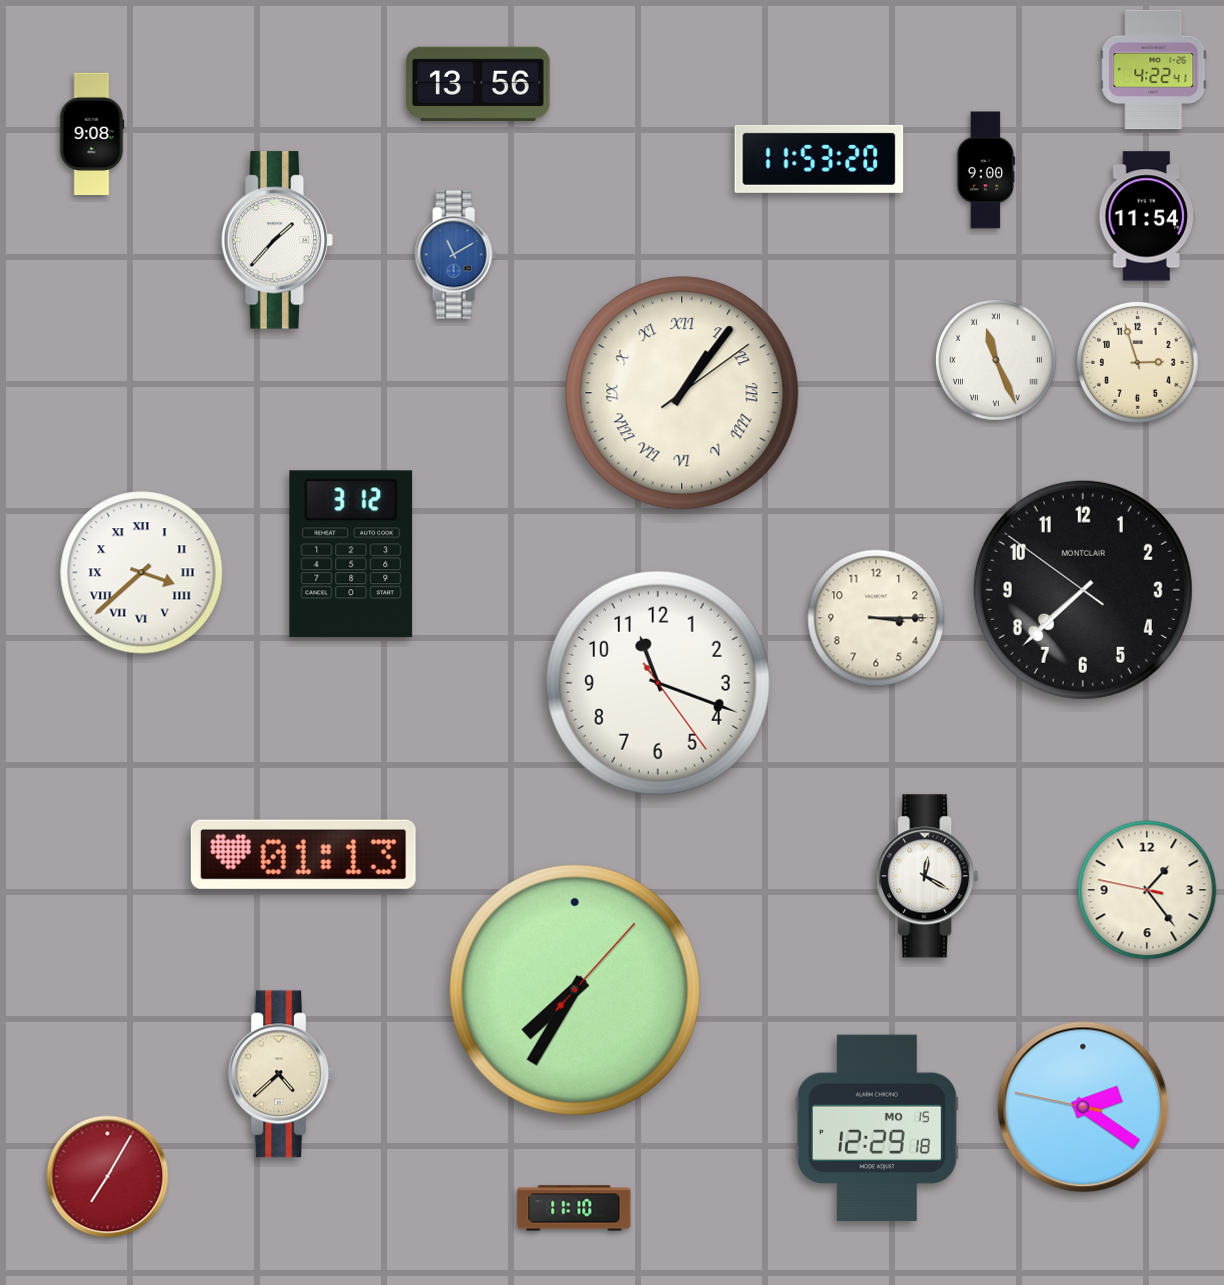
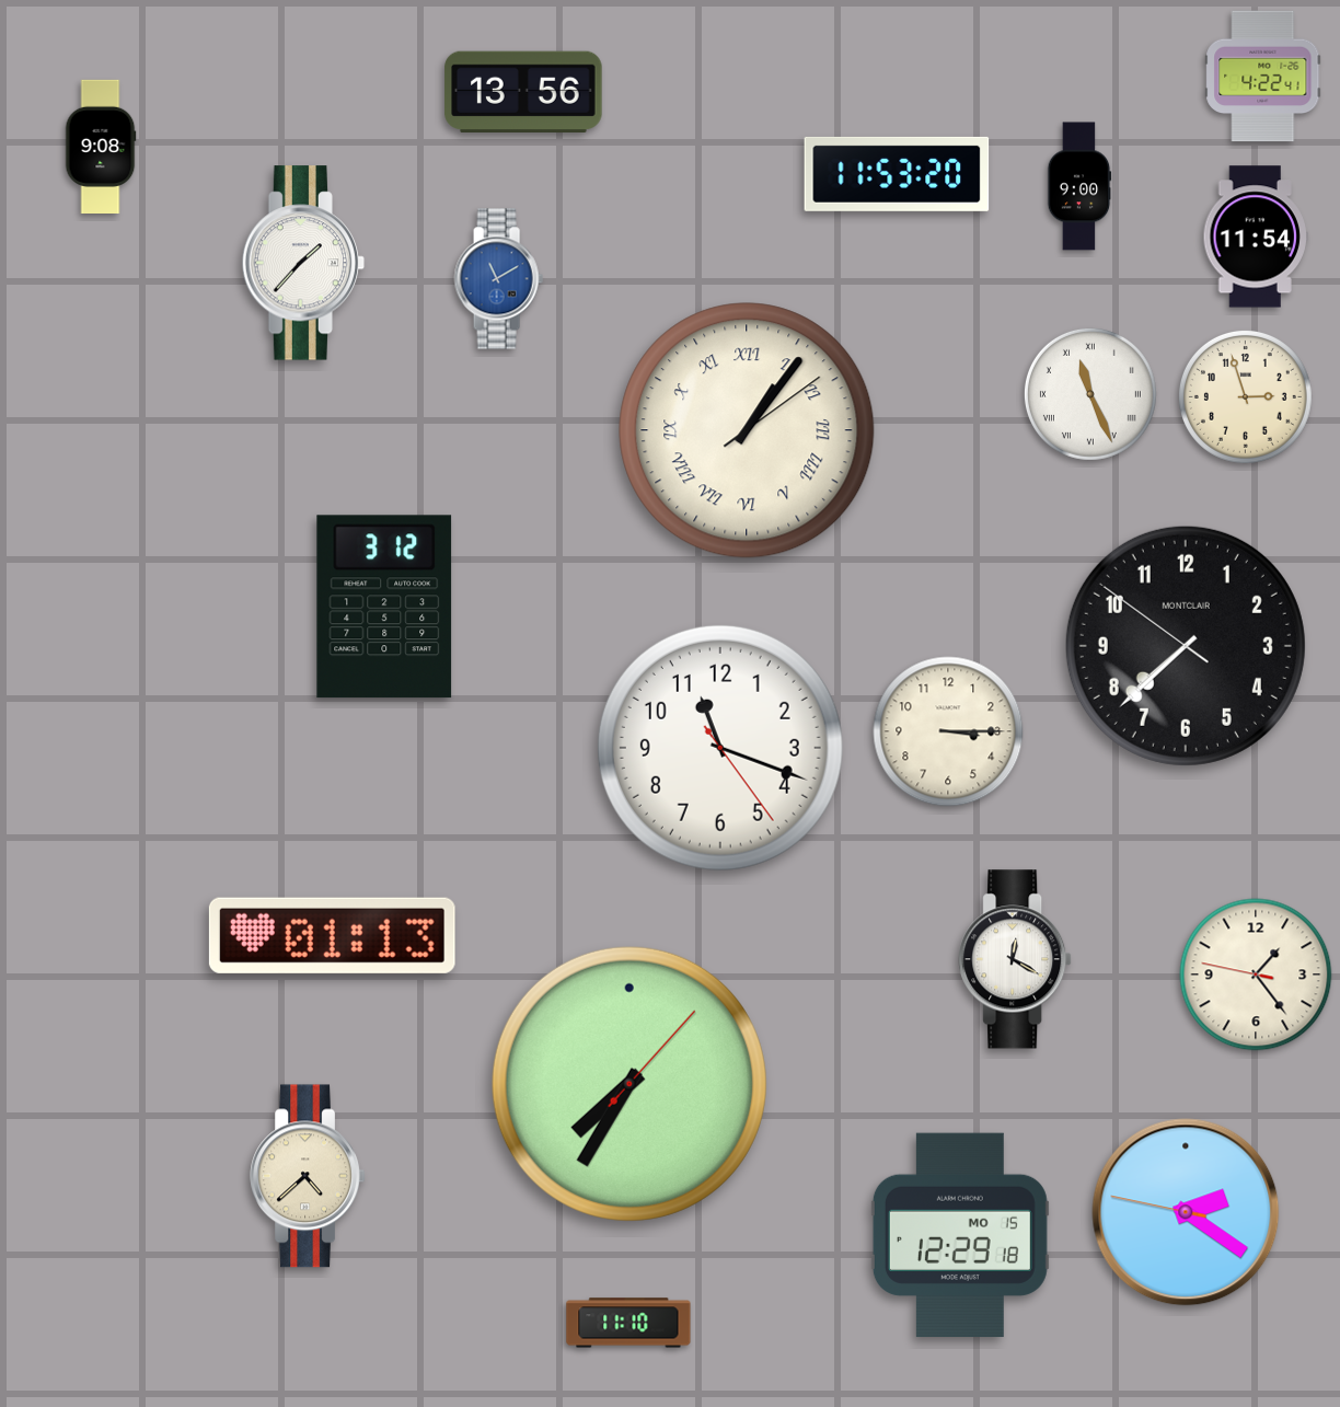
clock at (142, 573): 3:38 -> none
clock at (876, 618) position: (876, 618) -> (948, 731)
clock at (108, 1177): 7:05 -> none
